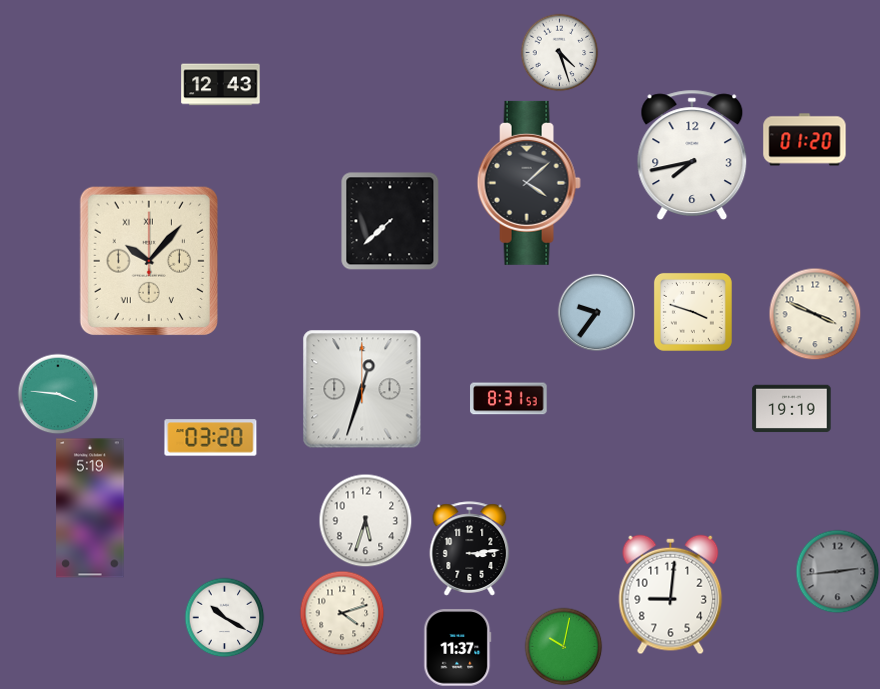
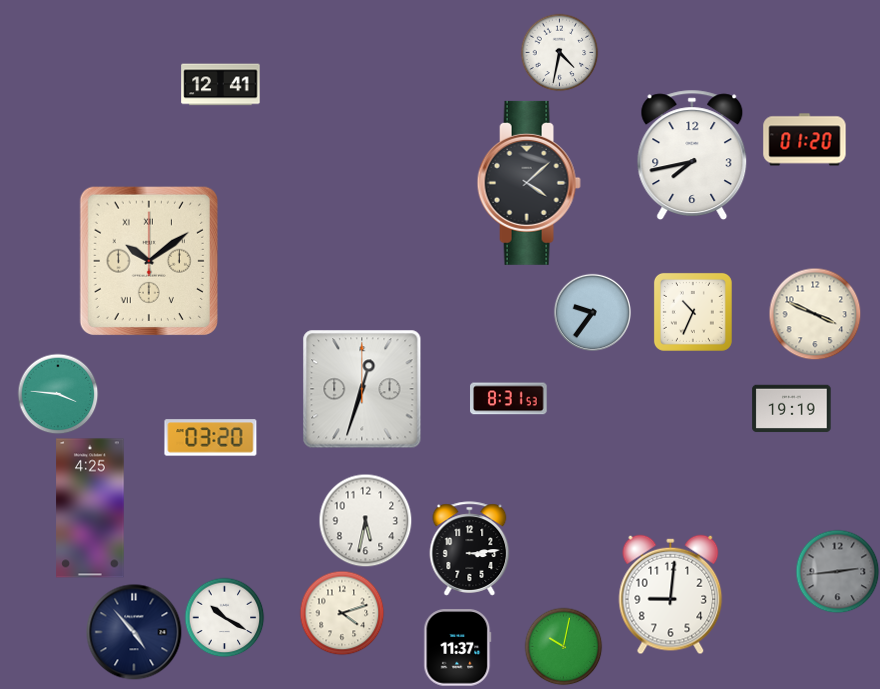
clock at (559, 52): 4:27 -> 4:32
clock at (221, 85): 12:43 -> 12:41
clock at (390, 221): 7:38 -> none
clock at (149, 261): 10:07 -> 10:09
clock at (596, 312) position: (596, 312) -> (592, 312)
clock at (693, 312): 3:48 -> 10:34
clock at (90, 508): 5:19 -> 4:25
clock at (365, 520): 5:33 -> 5:32
clock at (134, 632): none -> 4:53
